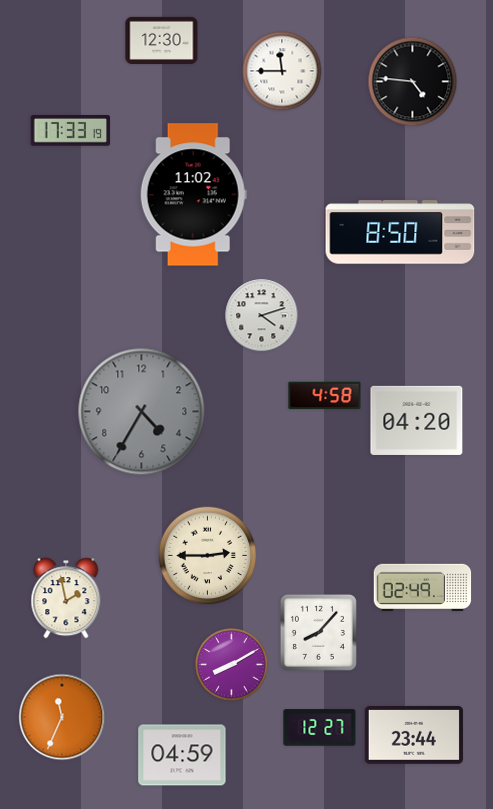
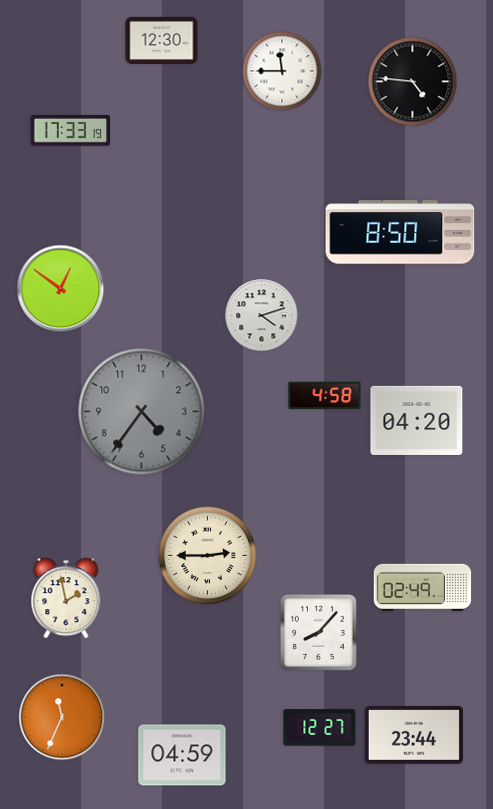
clock at (193, 195): 11:02 -> none
clock at (61, 289): none -> 12:51
clock at (142, 412): 4:35 -> 4:36
clock at (232, 665): 8:10 -> none
